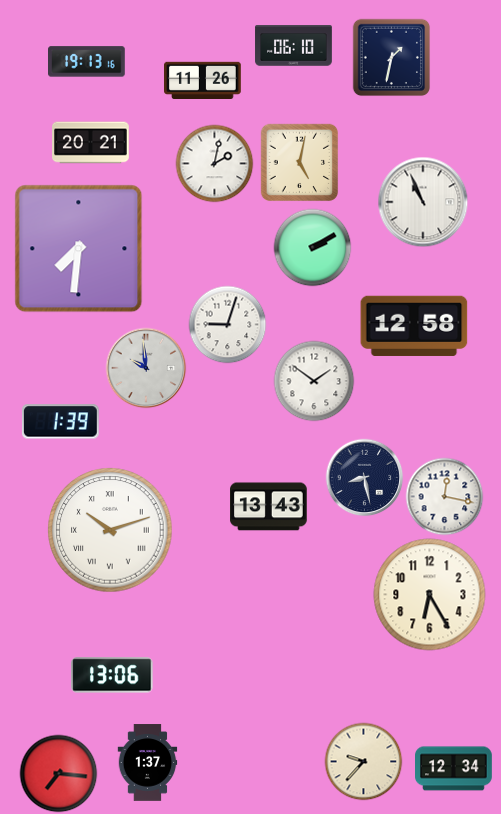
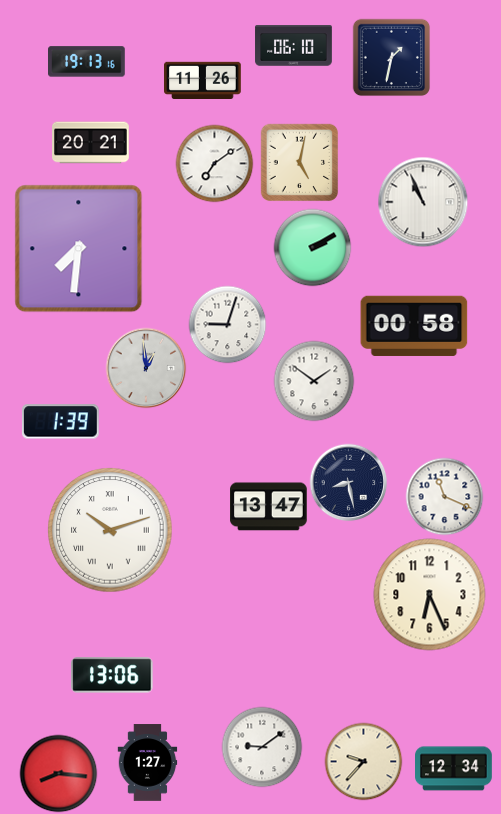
clock at (214, 163): 2:02 -> 7:09
clock at (414, 326): 12:58 -> 00:58
clock at (146, 368): 9:59 -> 12:59
clock at (364, 477) position: (364, 477) -> (348, 482)
clock at (444, 496): 12:17 -> 11:19
clock at (269, 507): 13:43 -> 13:47
clock at (430, 595): 6:25 -> 6:26
clock at (262, 747): none -> 9:09
clock at (148, 763): 1:37 -> 1:27
clock at (58, 773): 7:16 -> 8:16
